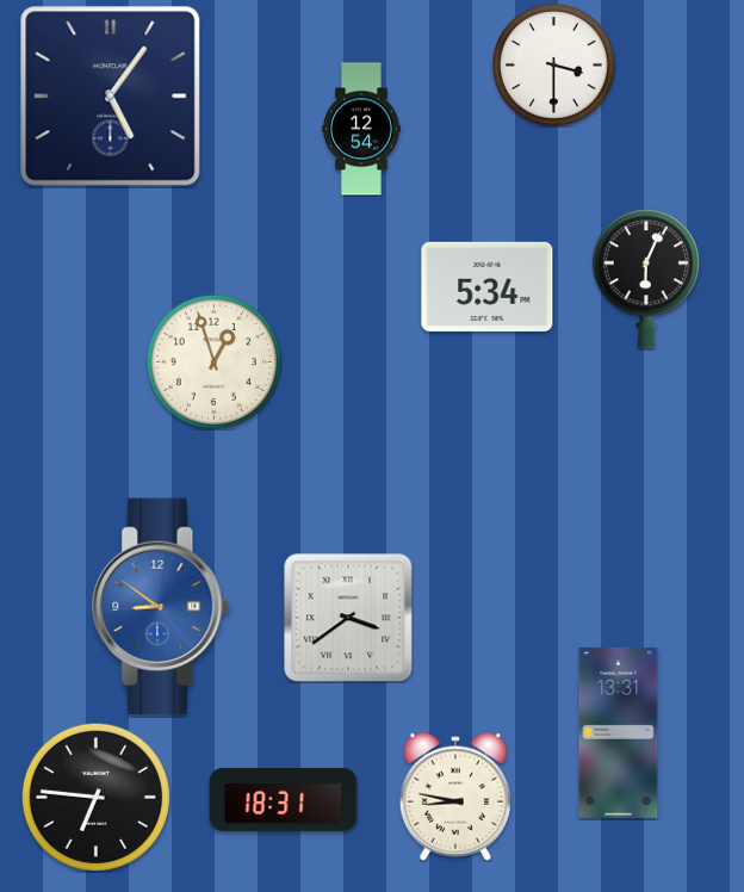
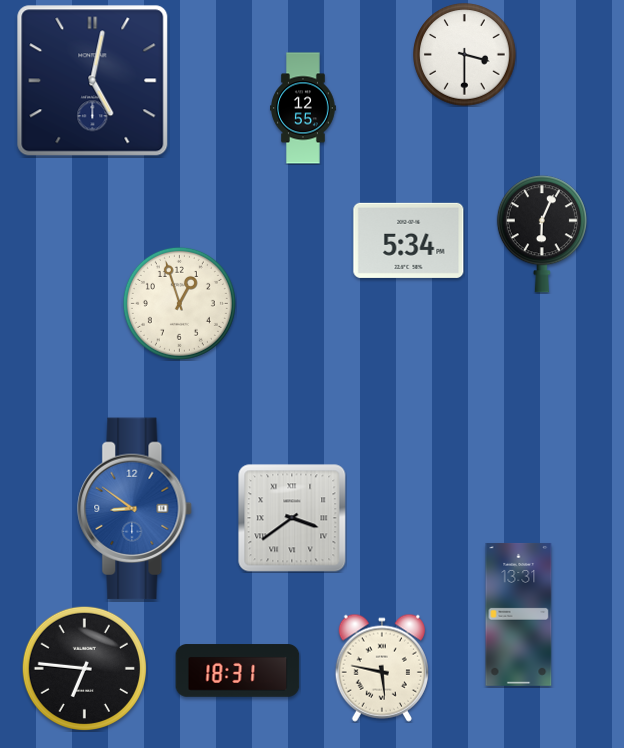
clock at (111, 97): 5:06 -> 5:02
clock at (362, 129): 12:54 -> 12:55
clock at (95, 797) position: (95, 797) -> (84, 668)
clock at (455, 797): 8:47 -> 5:47
